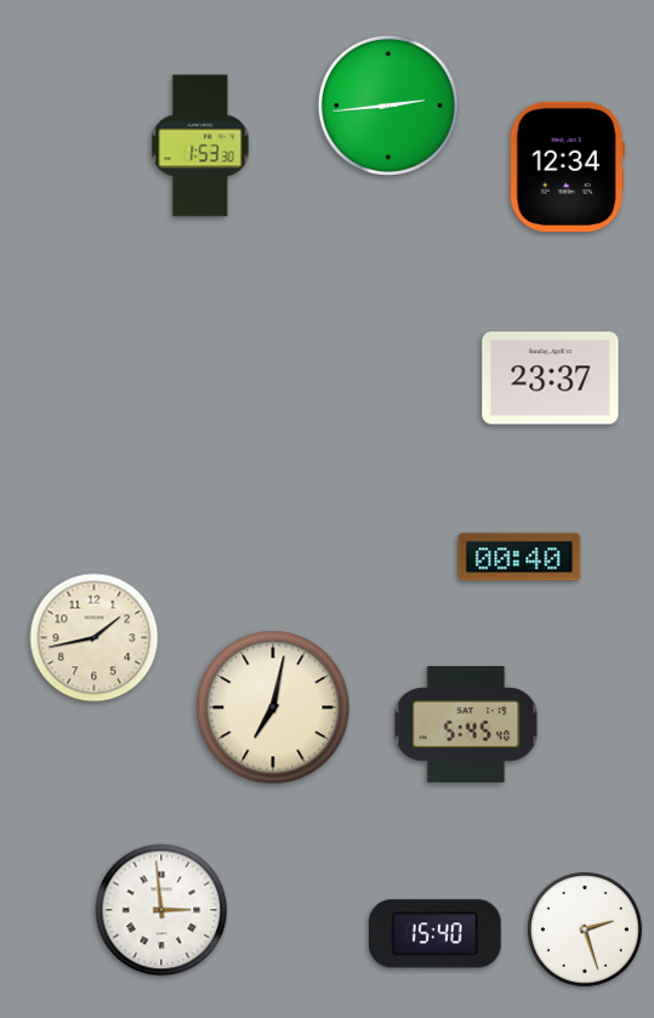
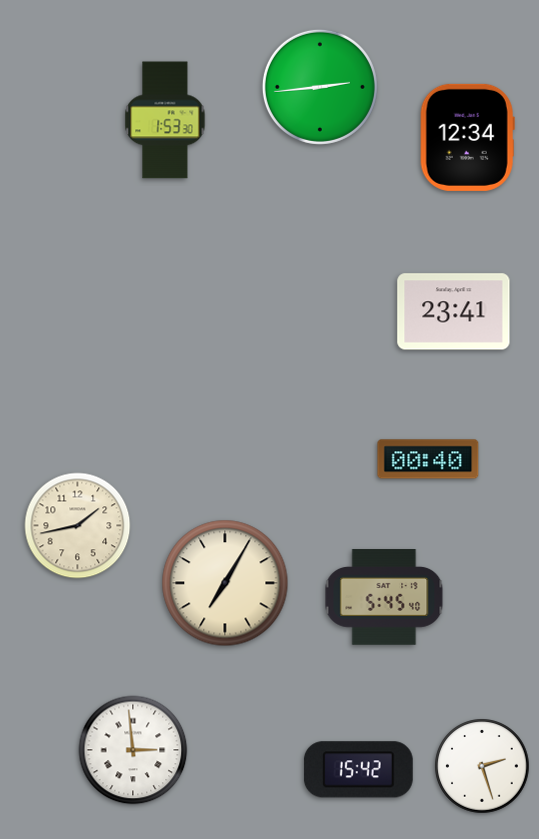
clock at (551, 379): 23:37 -> 23:41
clock at (273, 707): 7:02 -> 7:05
clock at (434, 934): 15:40 -> 15:42
